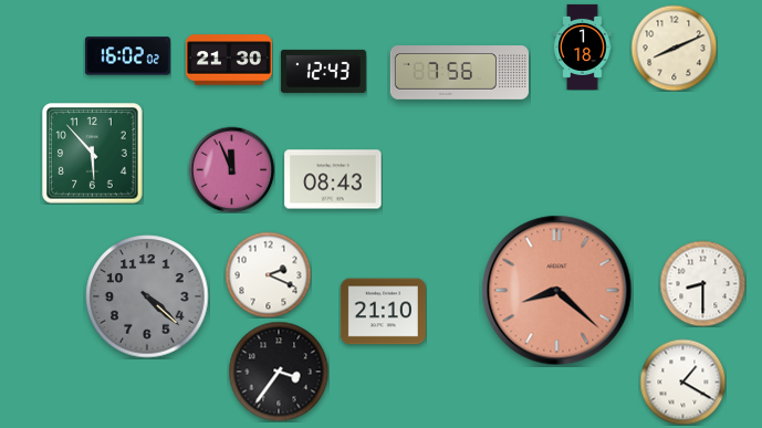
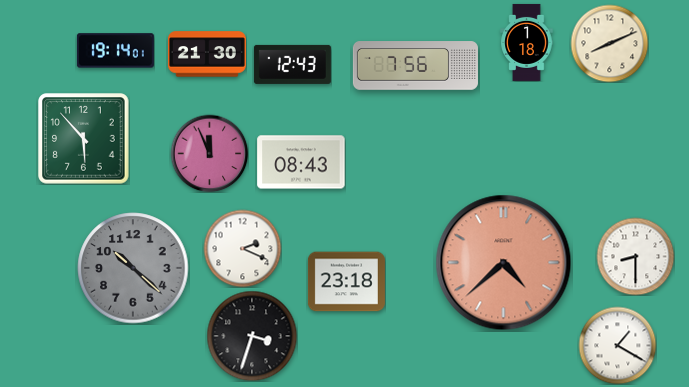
clock at (127, 56): 16:02 -> 19:14
clock at (557, 291): 8:22 -> 4:38
clock at (147, 296): 4:22 -> 10:22
clock at (383, 312): 21:10 -> 23:18
clock at (279, 372): 3:36 -> 3:33
